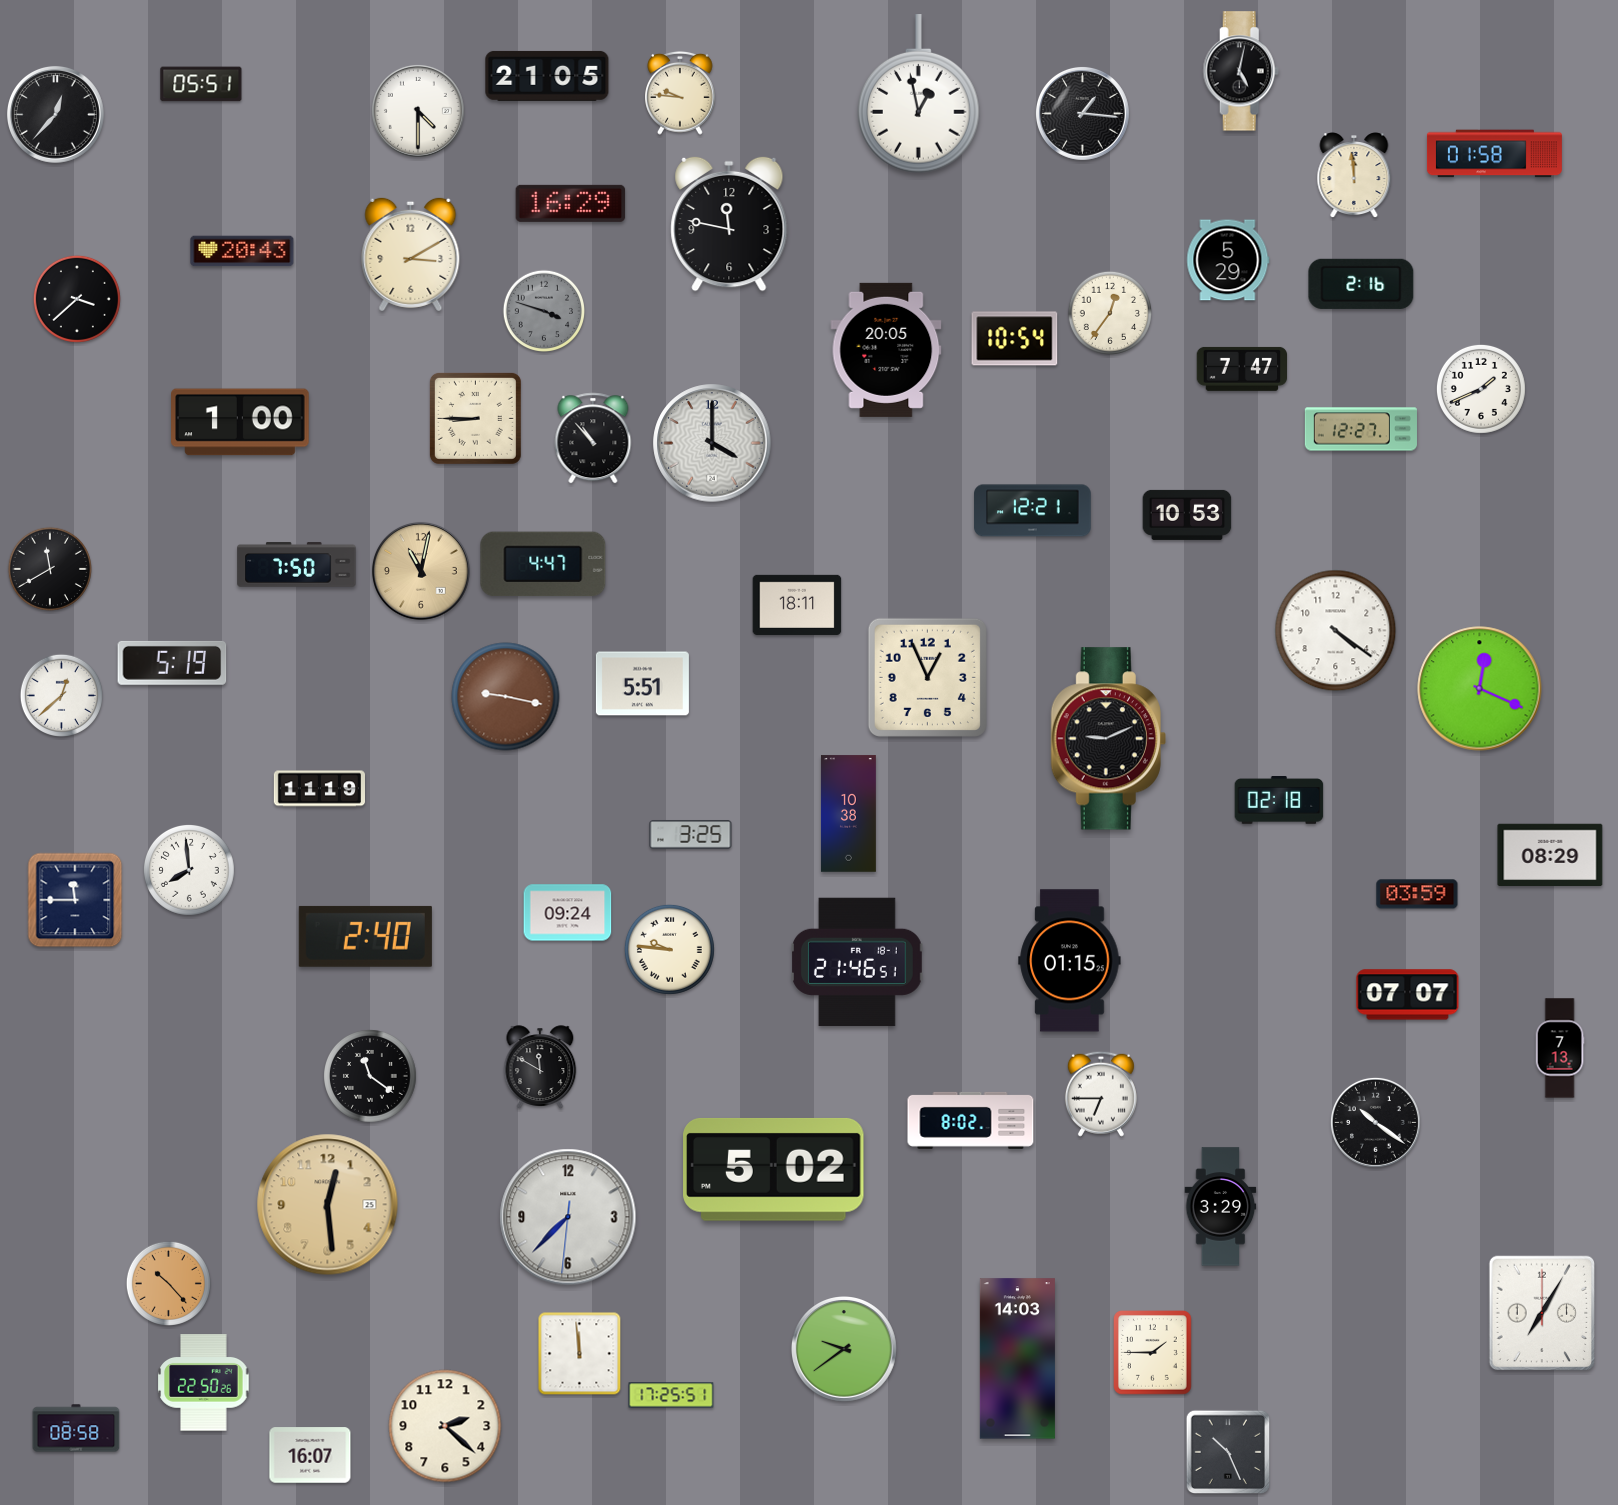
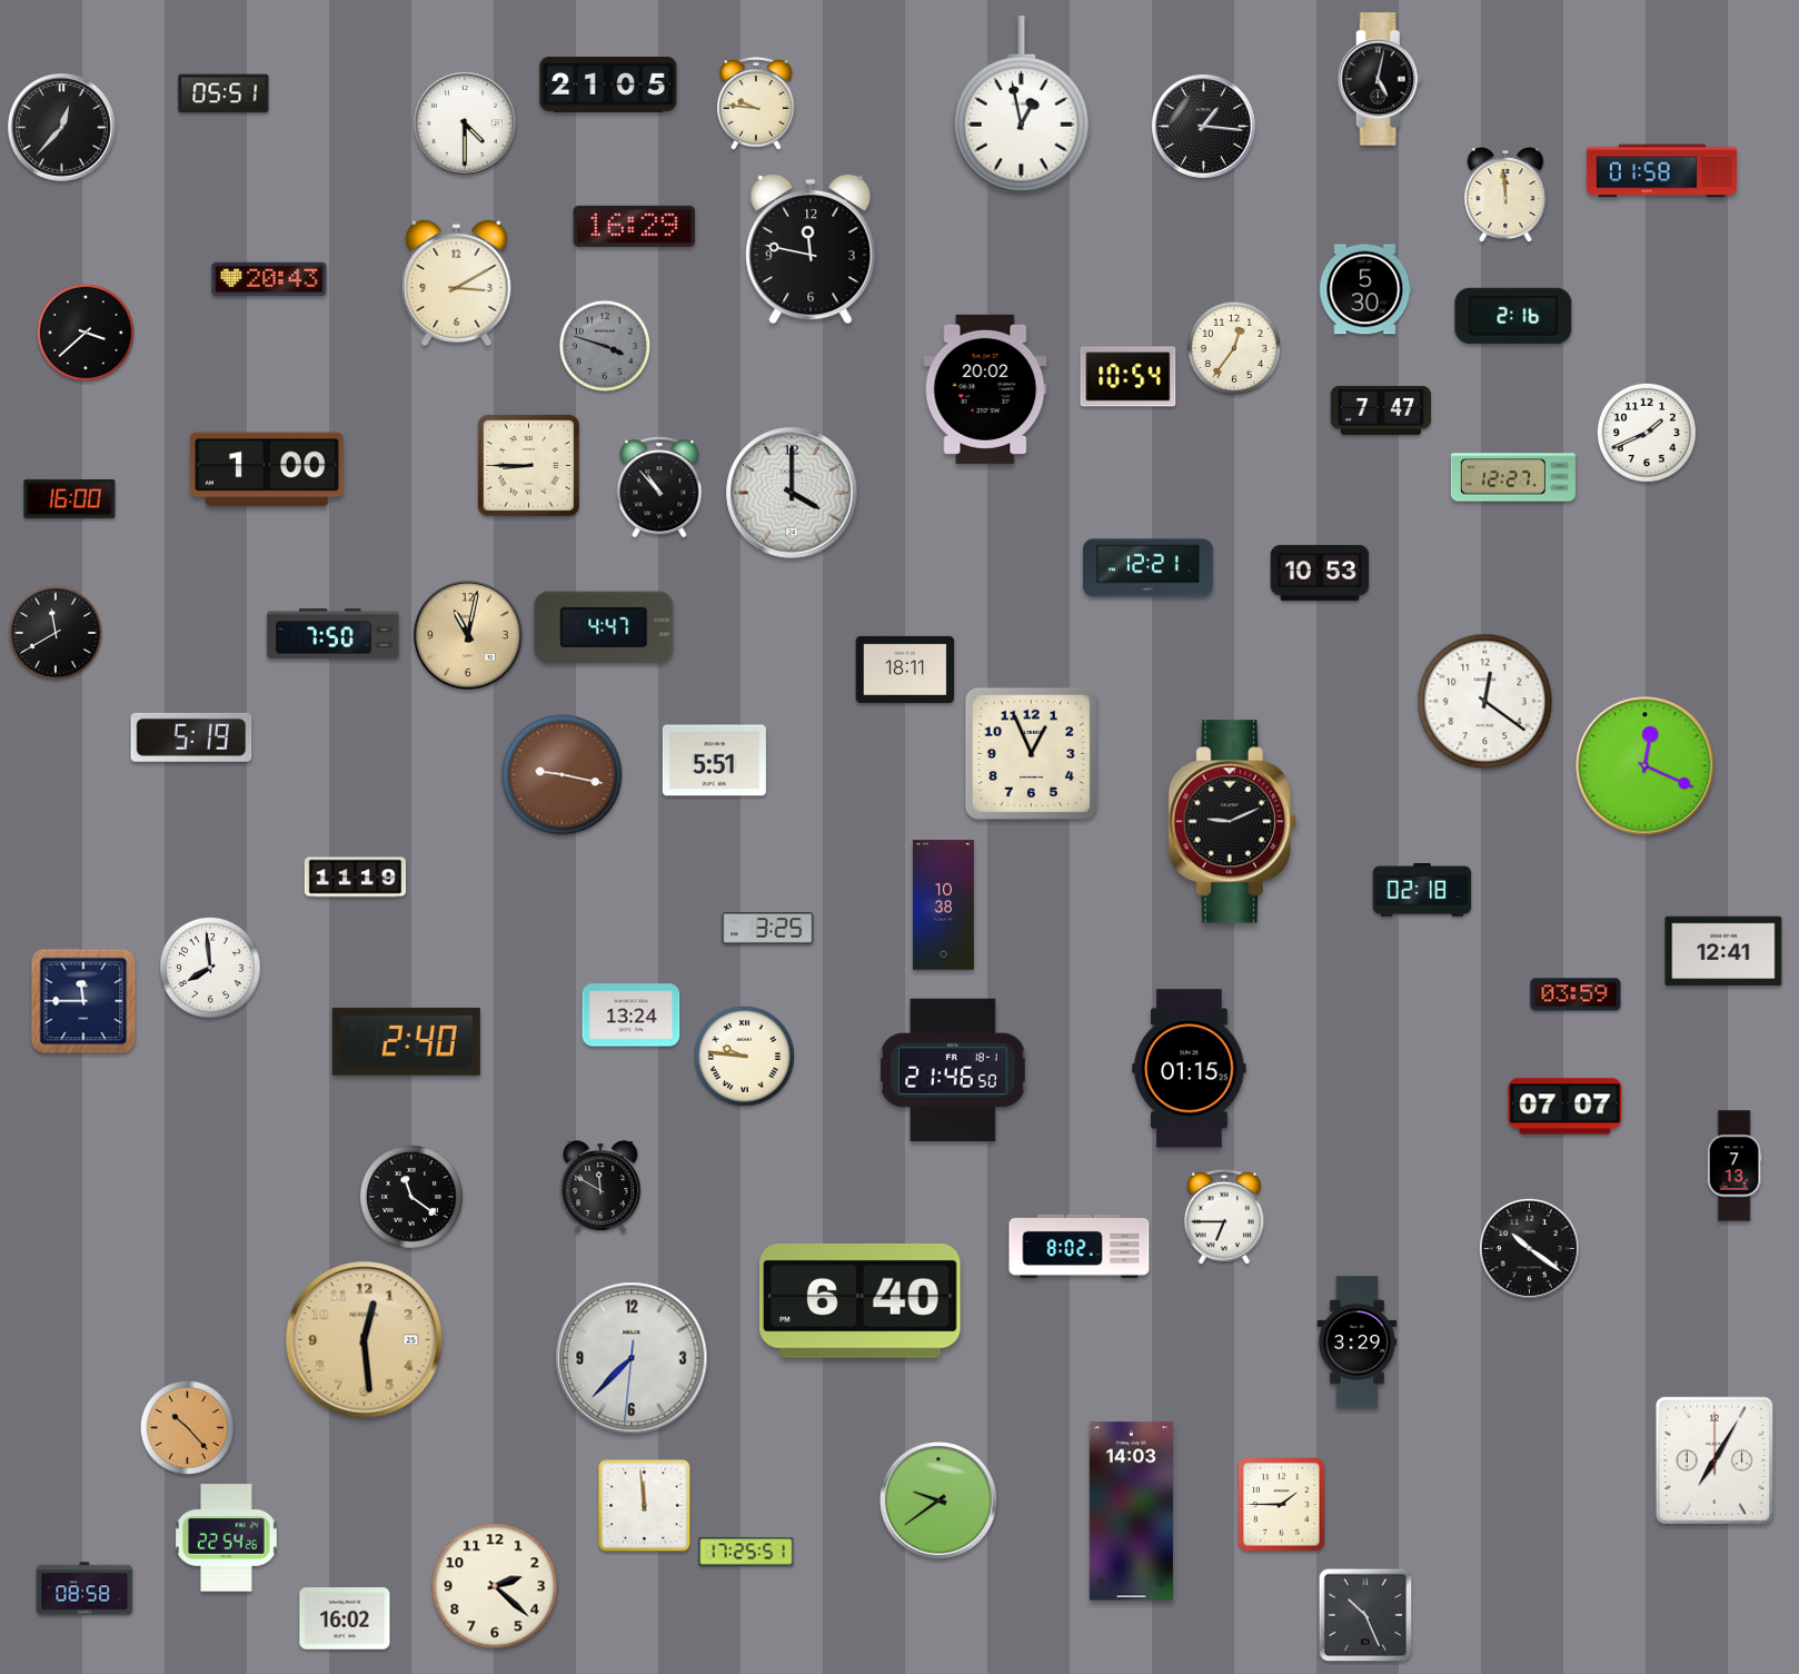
clock at (1228, 260): 5:29 -> 5:30
clock at (886, 350): 20:05 -> 20:02
clock at (70, 498): none -> 16:00
clock at (297, 565) position: (297, 565) -> (334, 634)
clock at (797, 605) position: (797, 605) -> (905, 670)
clock at (1336, 631): 4:21 -> 12:21
clock at (61, 695): 12:38 -> none
clock at (1550, 854): 08:29 -> 12:41
clock at (568, 913): 09:24 -> 13:24
clock at (858, 962): 21:46:51 -> 21:46:50
clock at (774, 1169): 5:02 -> 6:40
clock at (568, 1217) position: (568, 1217) -> (632, 1358)
clock at (204, 1383): 22:50 -> 22:54
clock at (310, 1455): 16:07 -> 16:02
